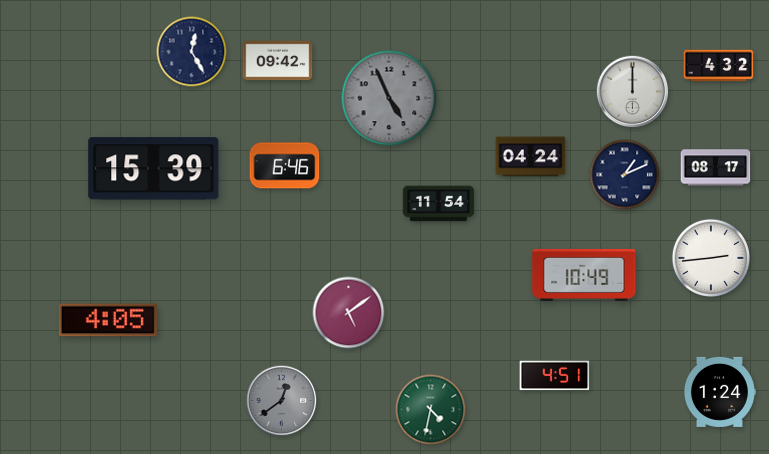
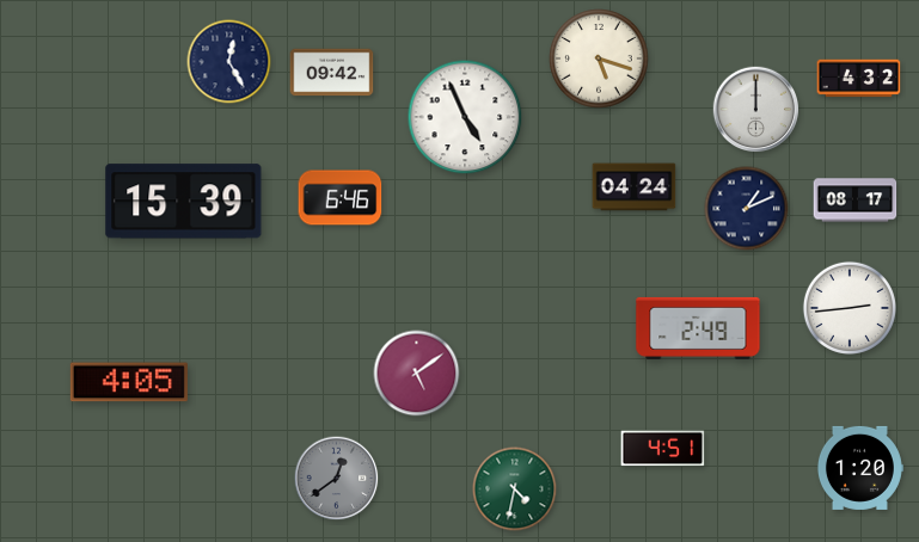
clock at (599, 58): none -> 5:18
clock at (389, 98) dial: grey -> white
clock at (439, 204): 11:54 -> none
clock at (584, 275): 10:49 -> 2:49
clock at (719, 392): 1:24 -> 1:20
